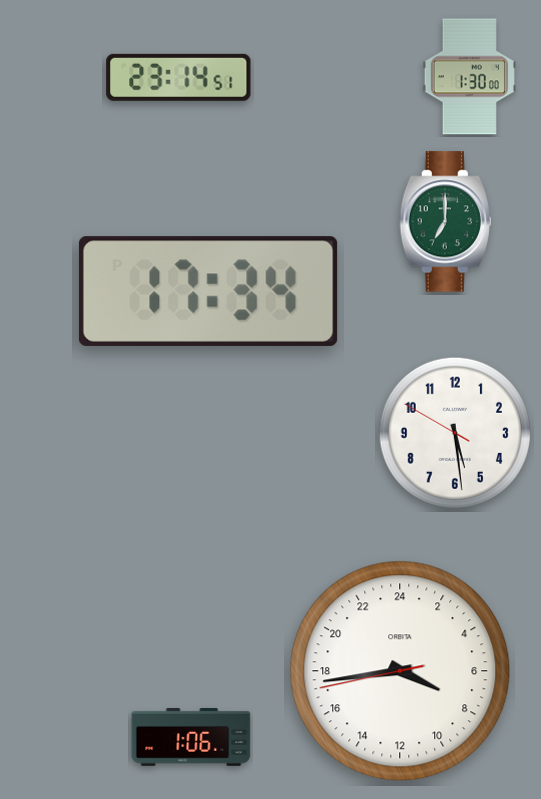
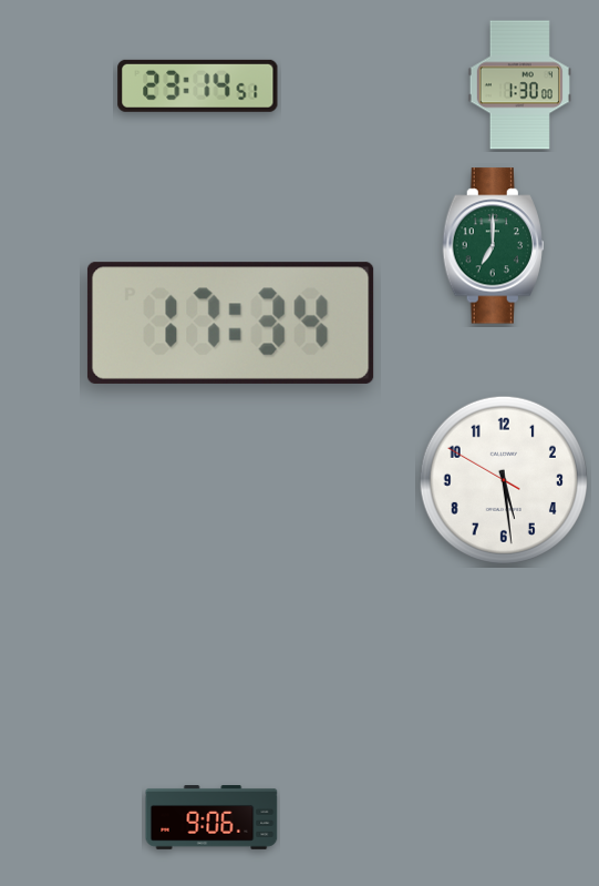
clock at (400, 671): 7:43 -> none
clock at (191, 738): 1:06 -> 9:06
